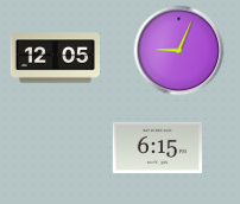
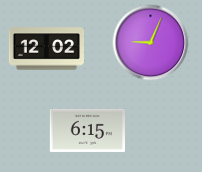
clock at (55, 58): 12:05 -> 12:02
clock at (157, 147) position: (157, 147) -> (87, 130)
